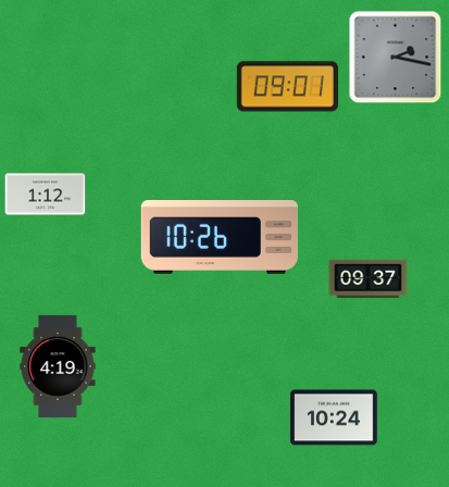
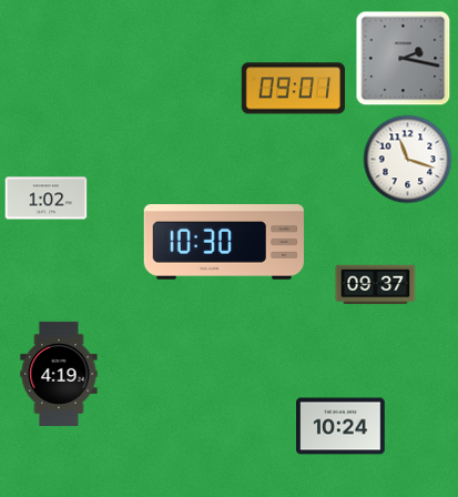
clock at (408, 160): none -> 11:18
clock at (46, 195): 1:12 -> 1:02
clock at (219, 238): 10:26 -> 10:30
